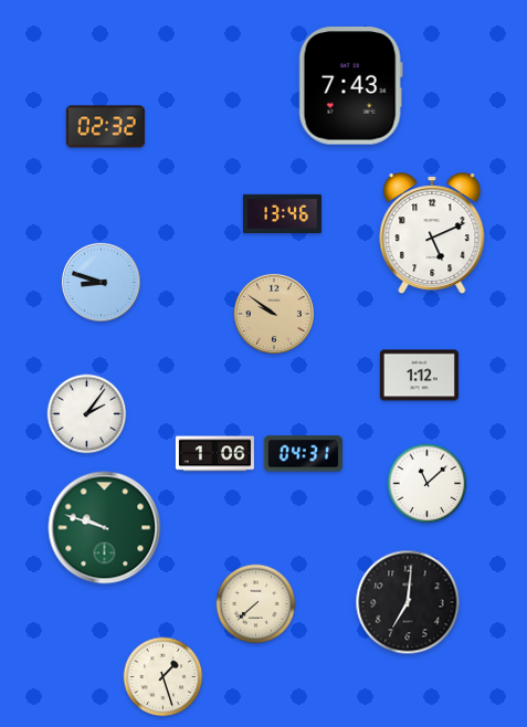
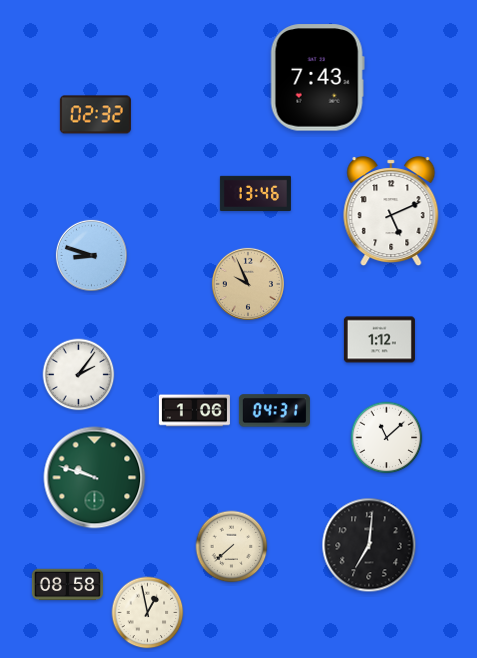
clock at (274, 314): 9:51 -> 9:56
clock at (67, 585): none -> 08:58
clock at (164, 677): 1:27 -> 12:58
